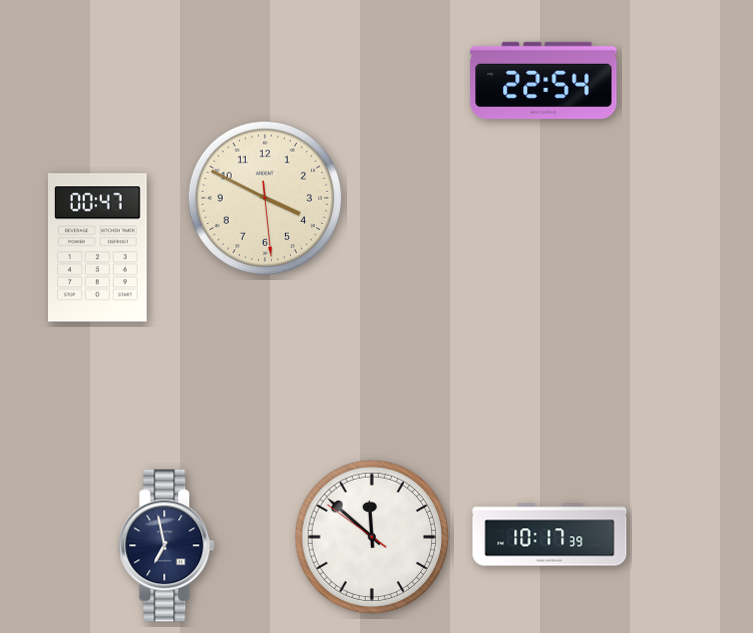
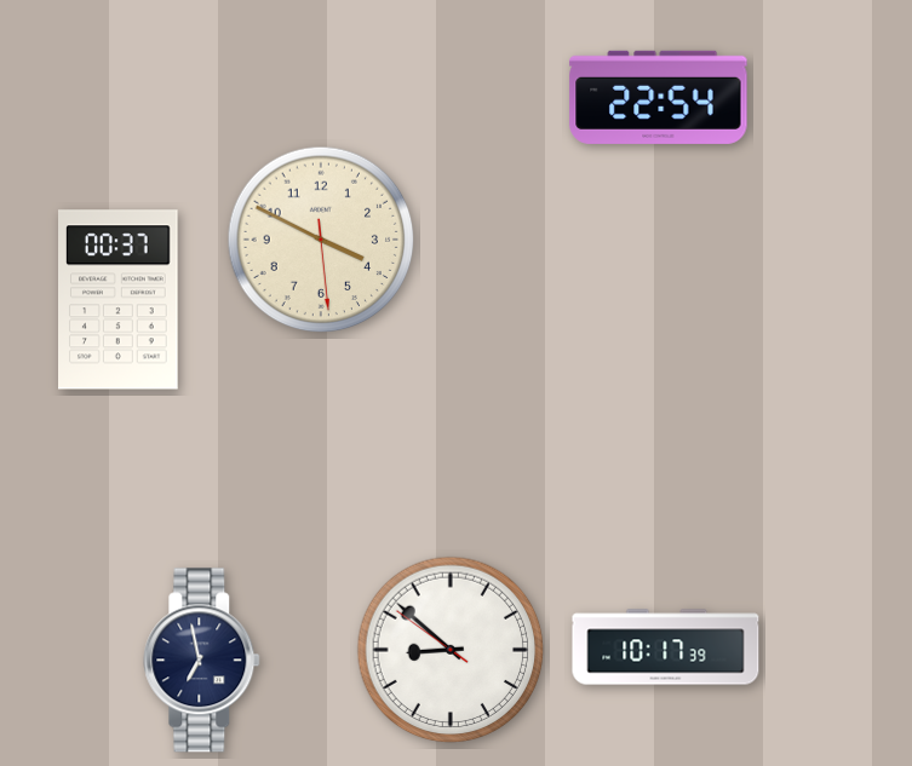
clock at (98, 248): 00:47 -> 00:37
clock at (372, 537): 11:51 -> 8:51
